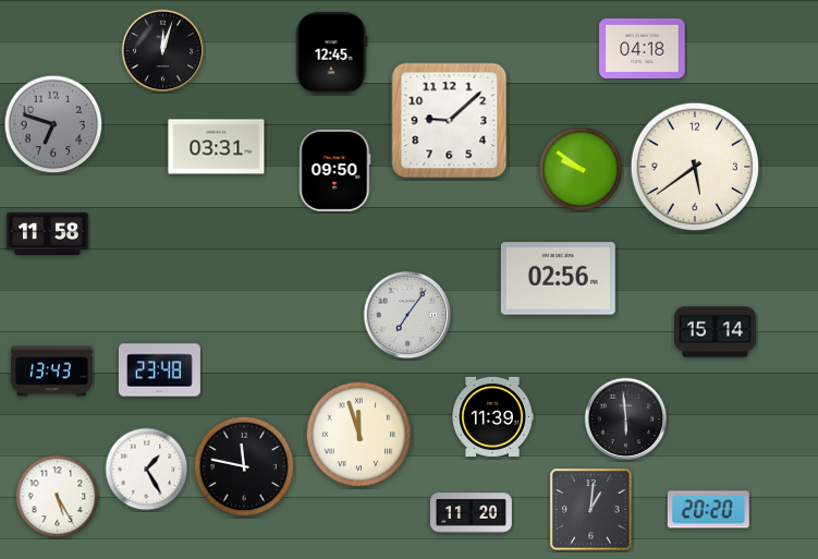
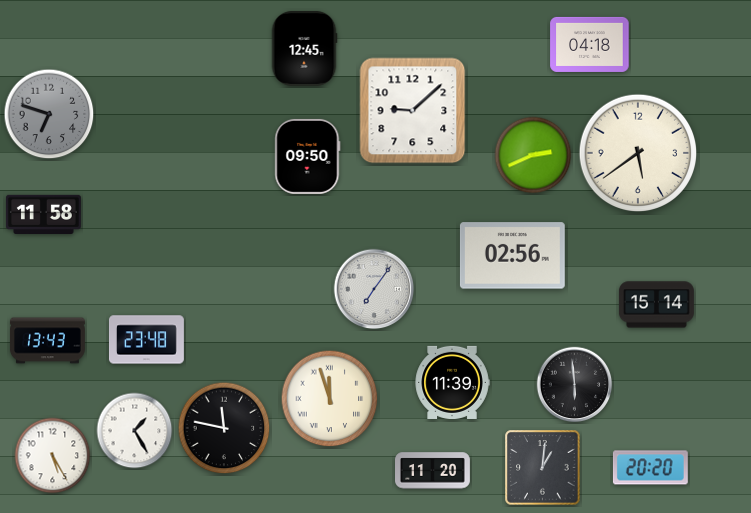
clock at (163, 51): 12:03 -> none
clock at (217, 147): 03:31 -> none
clock at (581, 169): 9:51 -> 2:41
